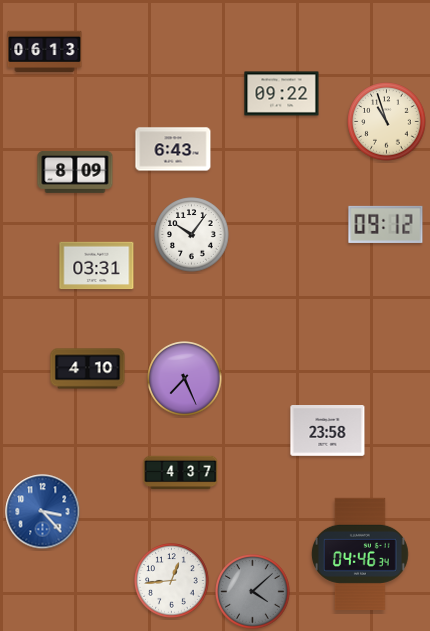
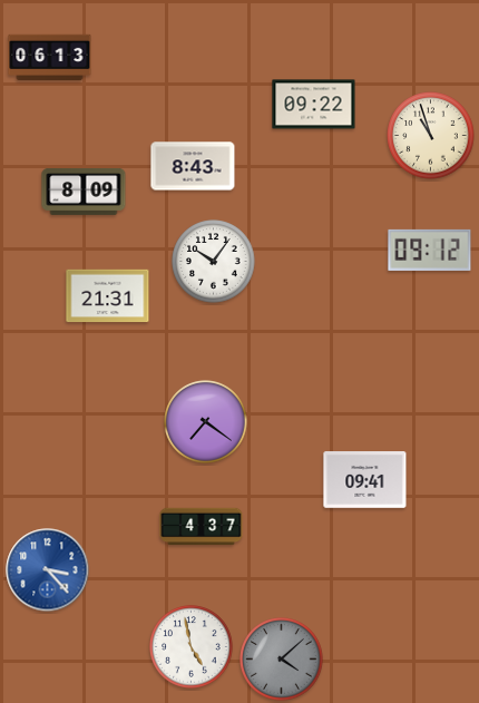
clock at (173, 149): 6:43 -> 8:43
clock at (97, 266): 03:31 -> 21:31
clock at (88, 369): 4:10 -> none
clock at (185, 379): 7:26 -> 7:21
clock at (328, 431): 23:58 -> 09:41
clock at (360, 554): 04:46 -> none
clock at (172, 581): 12:44 -> 4:58
